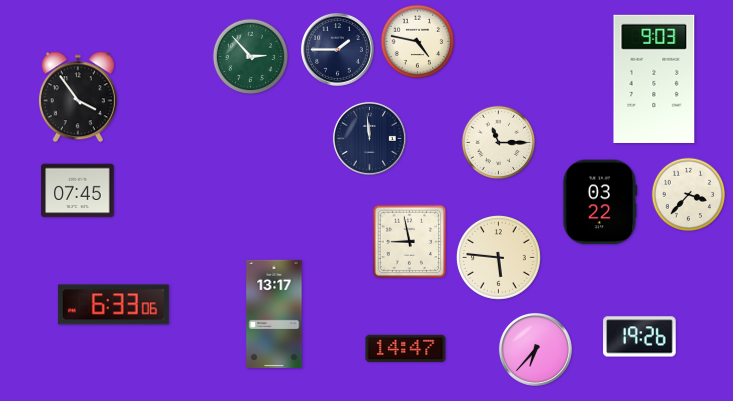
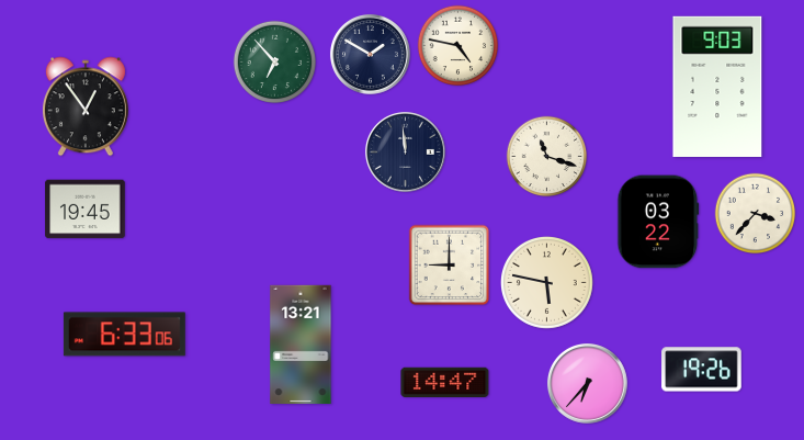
clock at (337, 49): 1:45 -> 1:50
clock at (250, 56): 2:53 -> 6:53
clock at (78, 97): 3:54 -> 12:54
clock at (499, 143): 11:15 -> 11:18
clock at (78, 191): 07:45 -> 19:45
clock at (410, 242): 8:58 -> 9:00
clock at (499, 258): 5:46 -> 5:47
clock at (274, 313): 13:17 -> 13:21
